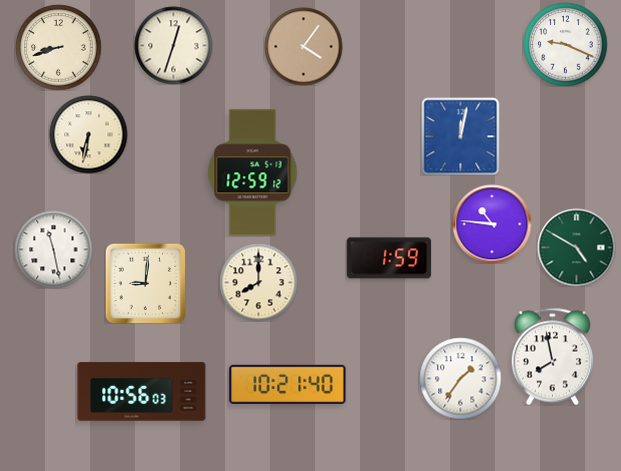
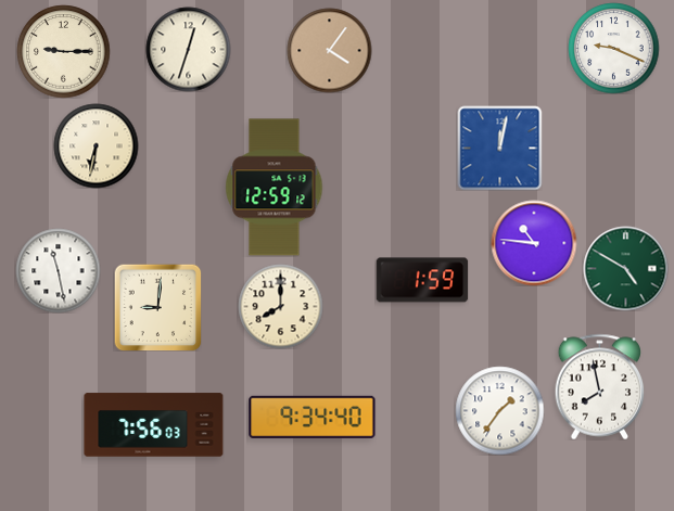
clock at (58, 47): 8:42 -> 9:15
clock at (288, 384): 10:21 -> 9:34
clock at (142, 392): 10:56 -> 7:56
